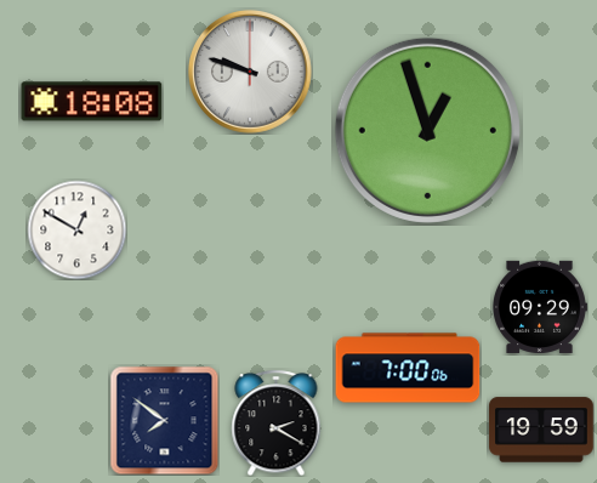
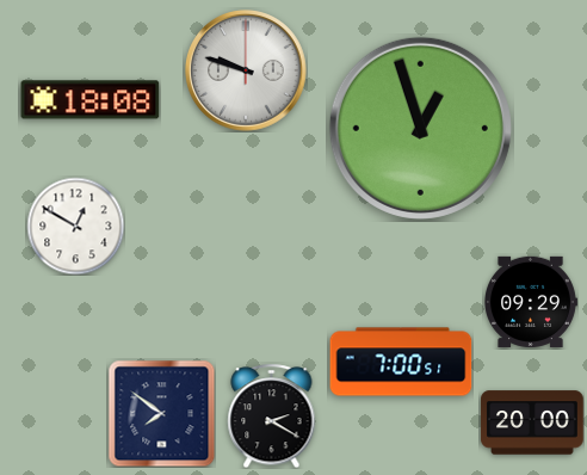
clock at (408, 368): 7:00:06 -> 7:00:51
clock at (541, 430): 19:59 -> 20:00
